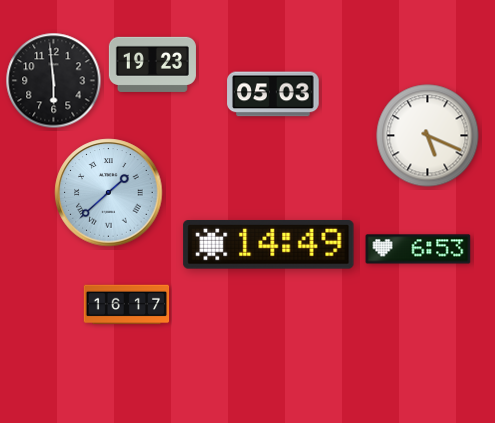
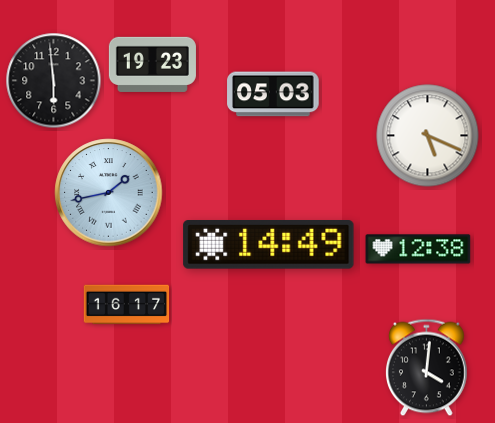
clock at (109, 193): 1:38 -> 1:43
clock at (418, 249): 6:53 -> 12:38
clock at (427, 368): none -> 4:01
